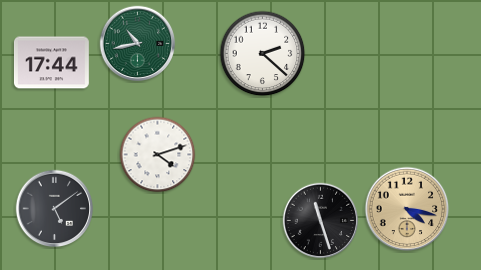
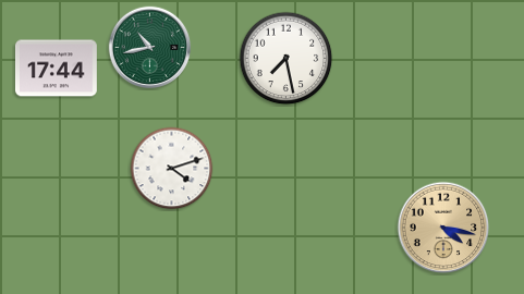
clock at (263, 54): 2:22 -> 7:28
clock at (55, 209): 5:09 -> none
clock at (321, 221): 11:27 -> none
